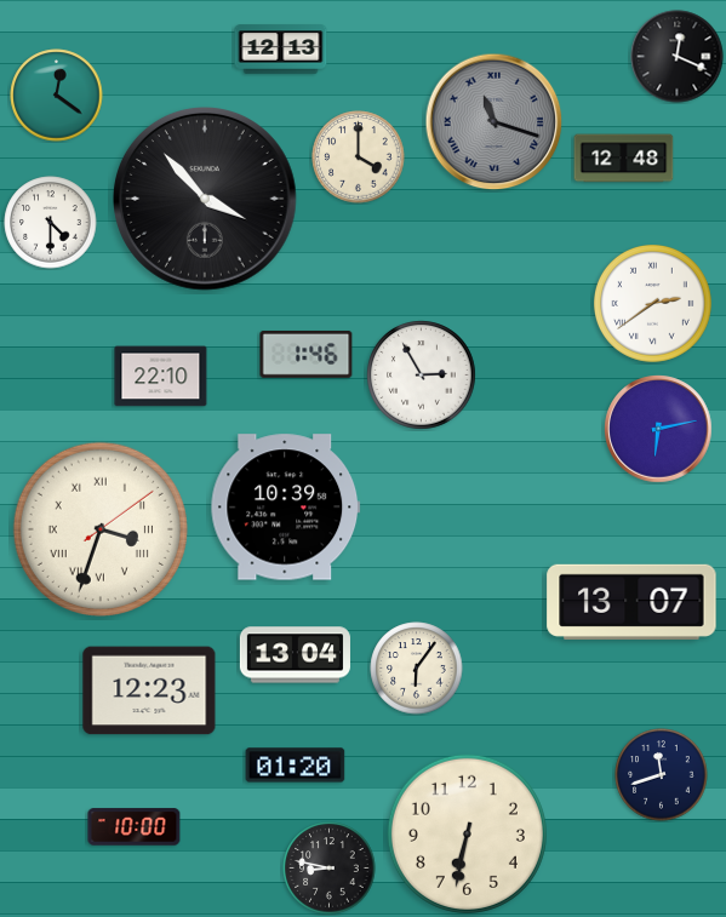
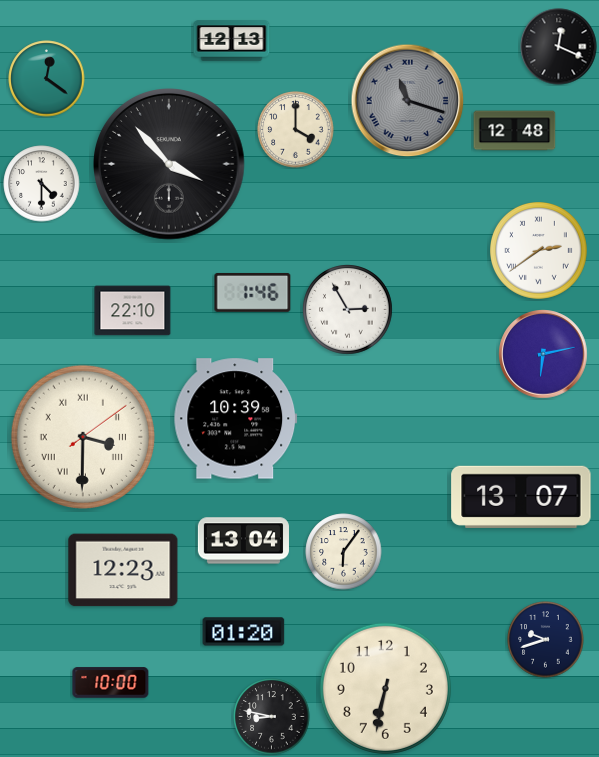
clock at (101, 529): 3:33 -> 3:30
clock at (662, 775): 11:42 -> 9:42
